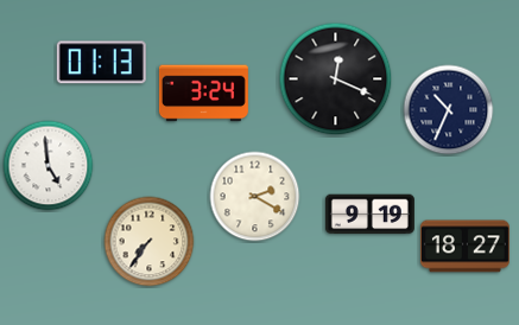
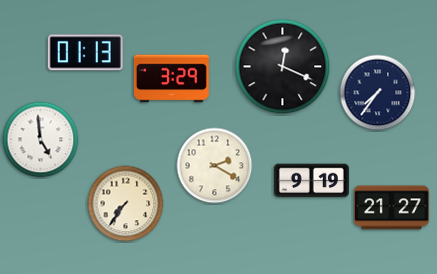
clock at (203, 94): 3:24 -> 3:29
clock at (449, 110): 10:34 -> 7:36
clock at (464, 247): 18:27 -> 21:27
